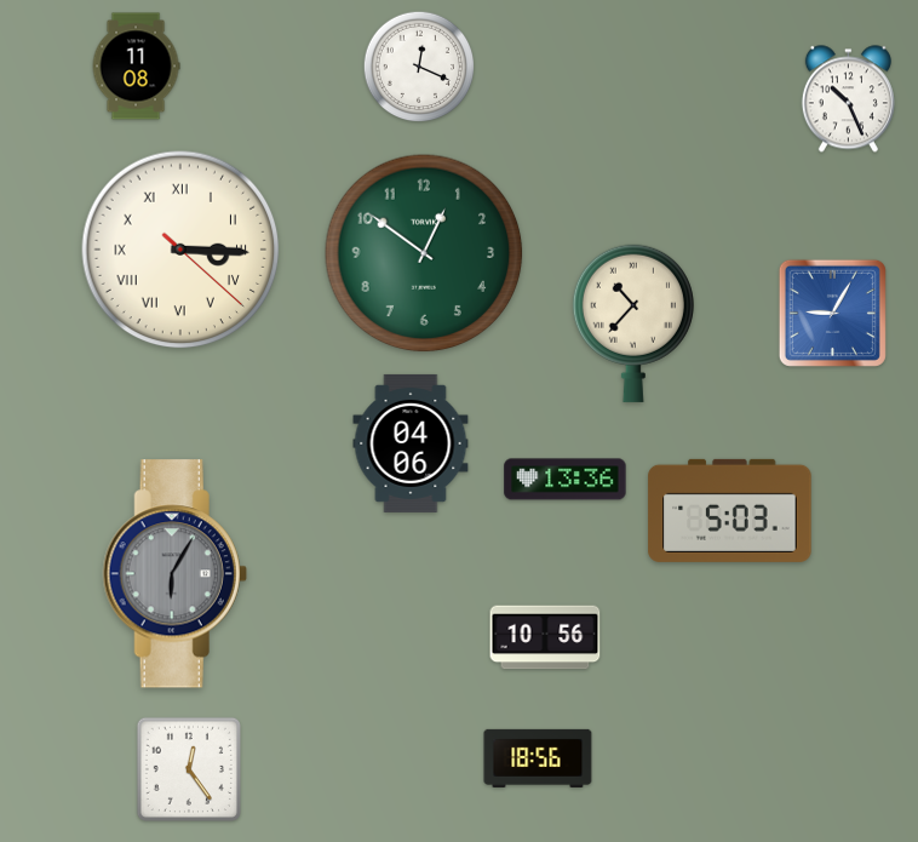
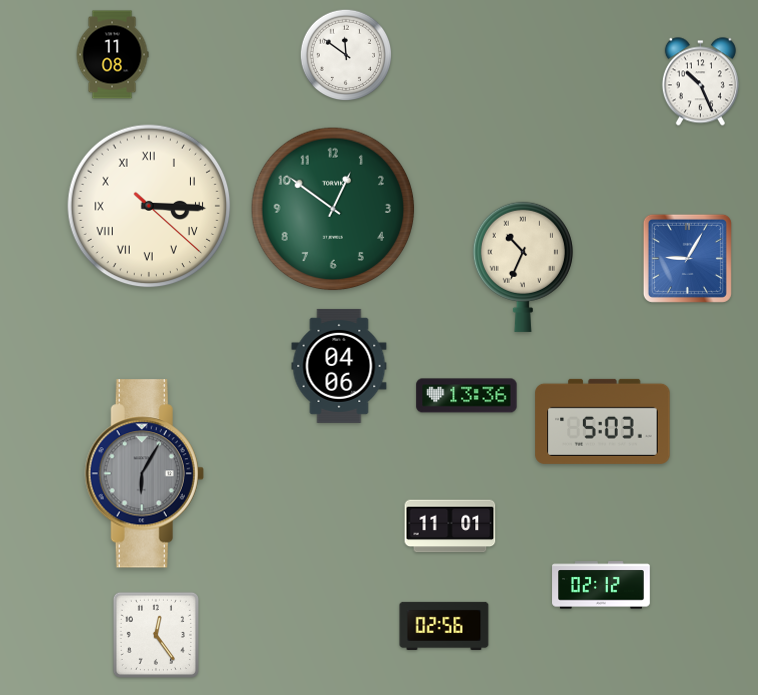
clock at (419, 67): 12:19 -> 11:51
clock at (424, 253) position: (424, 253) -> (333, 209)
clock at (633, 323): 10:37 -> 10:34
clock at (545, 637): 10:56 -> 11:01
clock at (601, 585): none -> 02:12
clock at (538, 758): 18:56 -> 02:56
